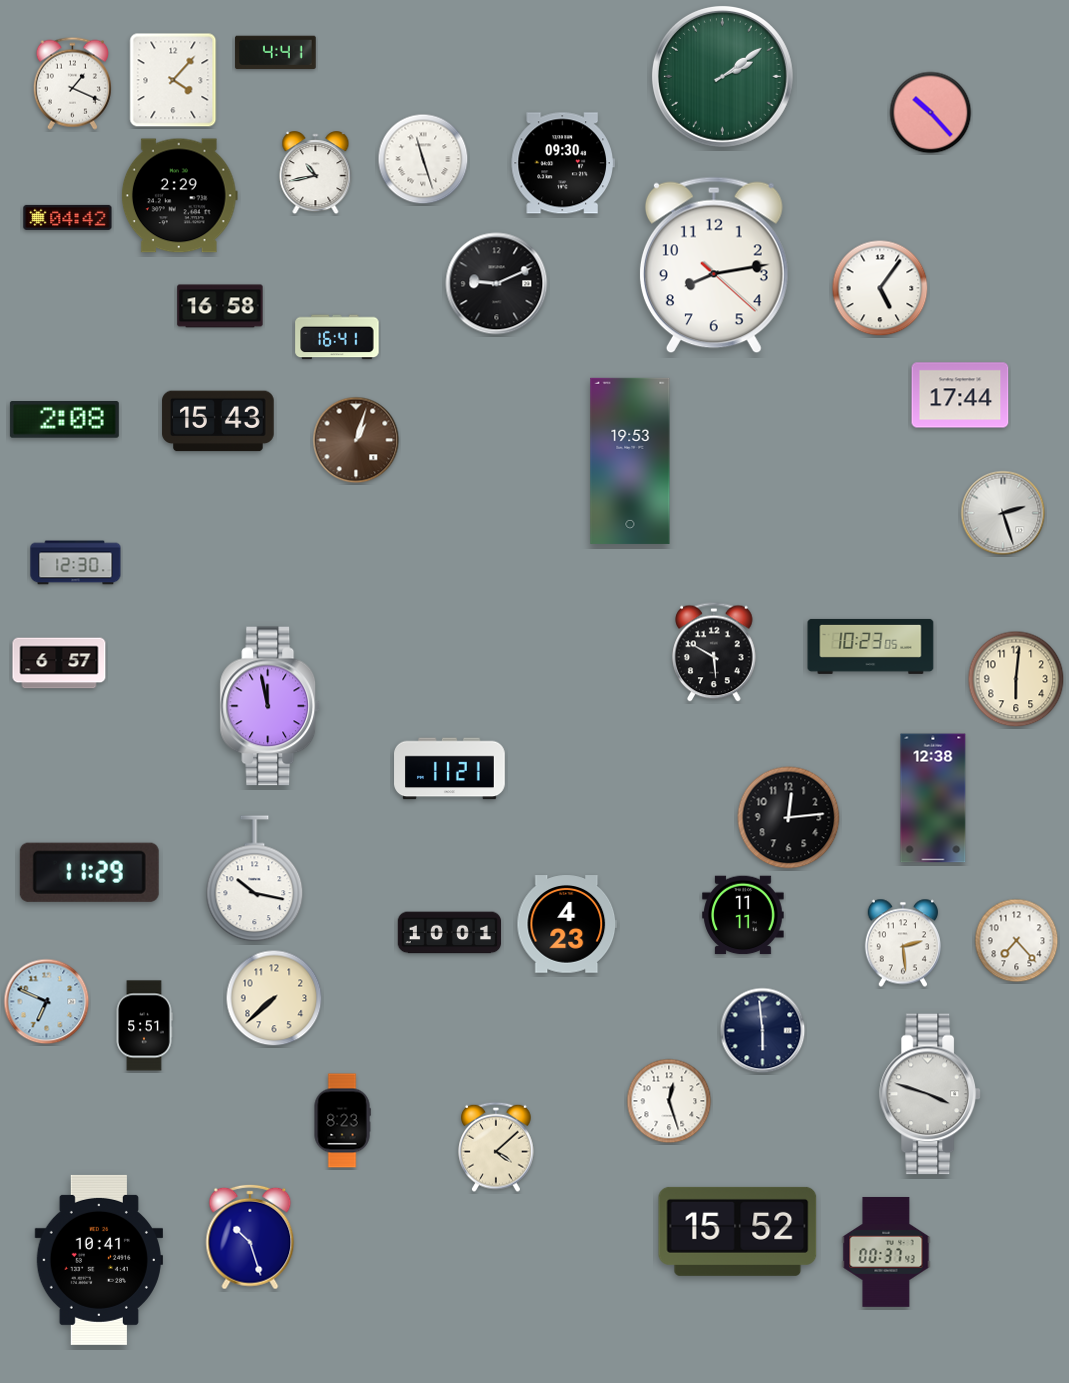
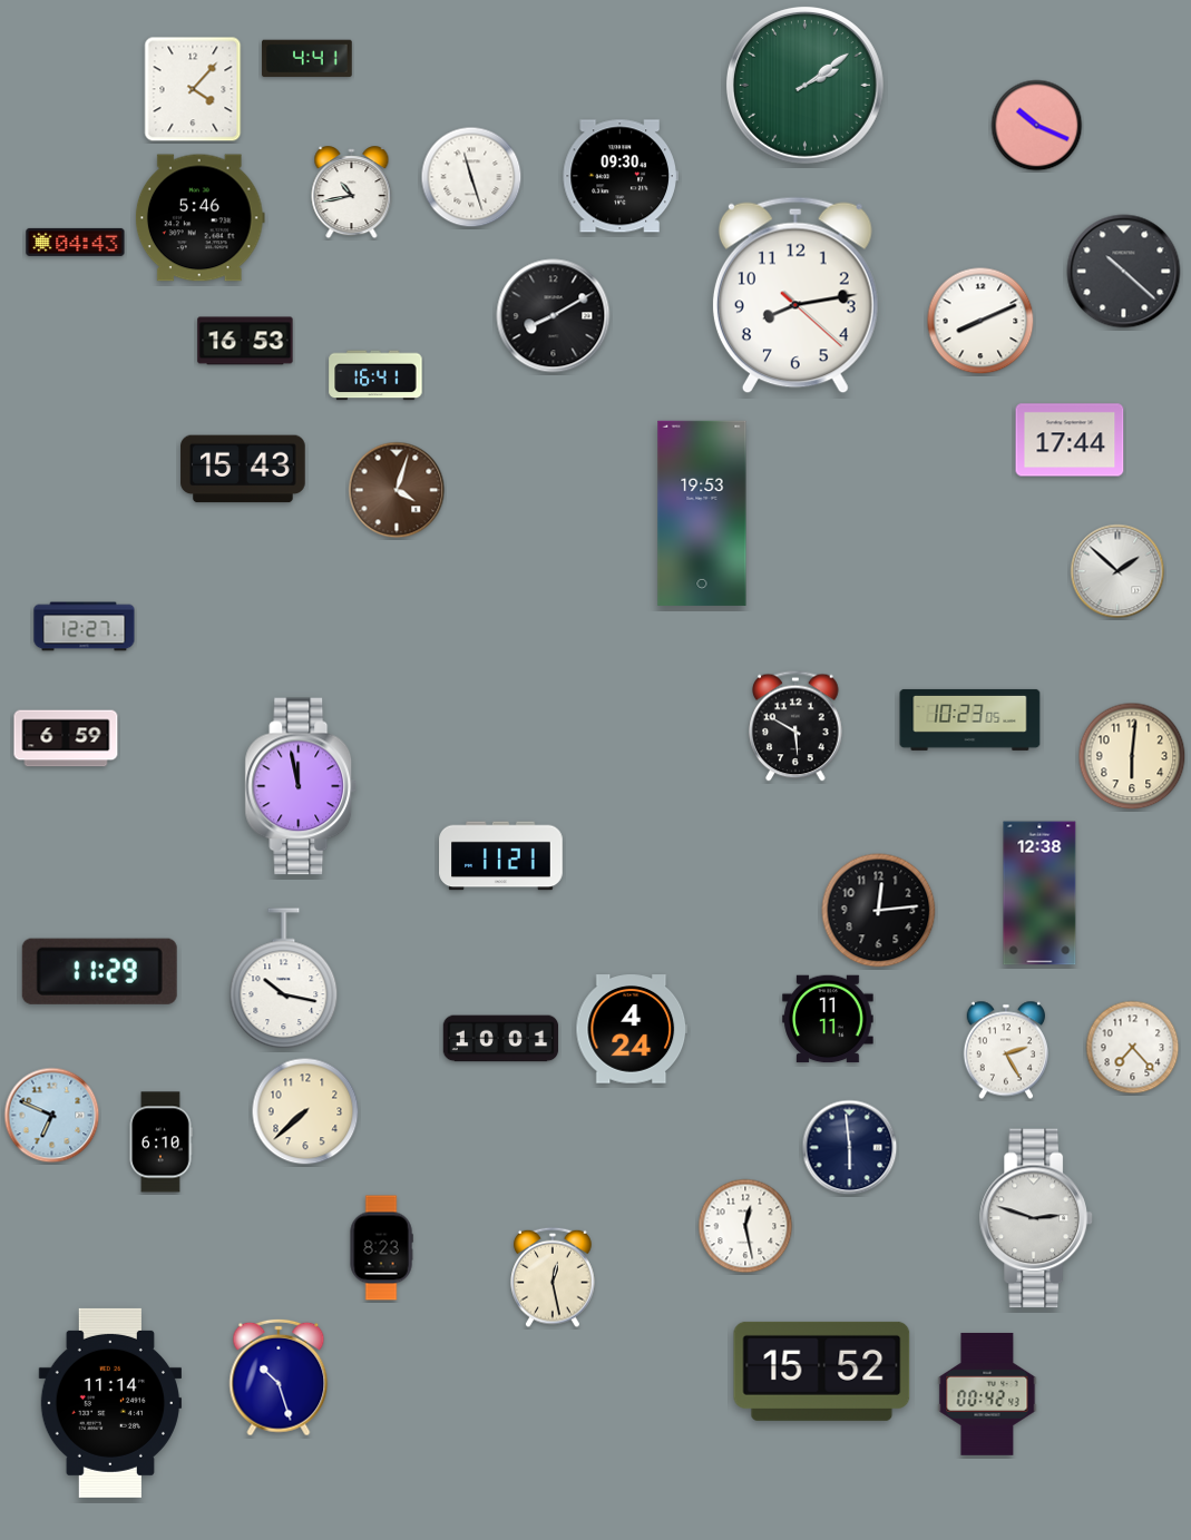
clock at (72, 83): 1:19 -> none
clock at (931, 113): 10:23 -> 10:19
clock at (563, 163) position: (563, 163) -> (621, 176)
clock at (179, 196): 2:29 -> 5:46
clock at (68, 217): 04:42 -> 04:43
clock at (1124, 272): none -> 10:22
clock at (497, 284): 9:11 -> 8:10
clock at (880, 288): 5:06 -> 8:11
clock at (220, 306): 16:58 -> 16:53
clock at (64, 420): 2:08 -> none
clock at (356, 440): 1:03 -> 4:03
clock at (1003, 513): 2:27 -> 1:52
clock at (76, 563): 12:30 -> 12:27
clock at (59, 663): 6:57 -> 6:59
clock at (933, 798) position: (933, 798) -> (1039, 893)
clock at (567, 924): 4:23 -> 4:24
clock at (902, 943): 2:29 -> 2:25
clock at (144, 1026): 5:51 -> 6:10
clock at (930, 1094): 3:48 -> 2:48
clock at (669, 1101): 12:27 -> 12:28
clock at (496, 1147): 4:08 -> 12:28
clock at (886, 1252): 00:37 -> 00:42
clock at (98, 1260): 10:41 -> 11:14
